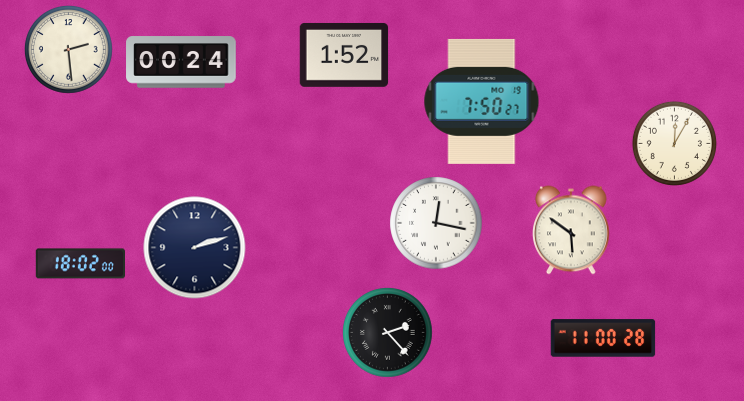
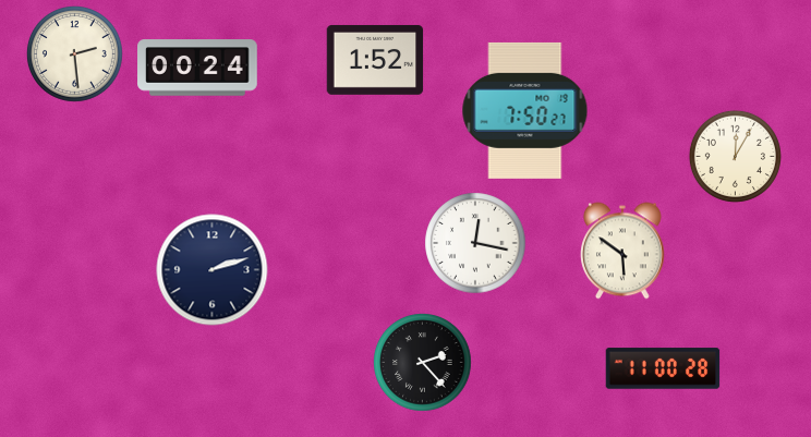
clock at (80, 264): 18:02 -> none
clock at (603, 338) position: (603, 338) -> (663, 368)
